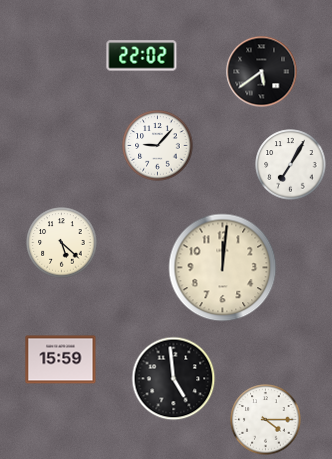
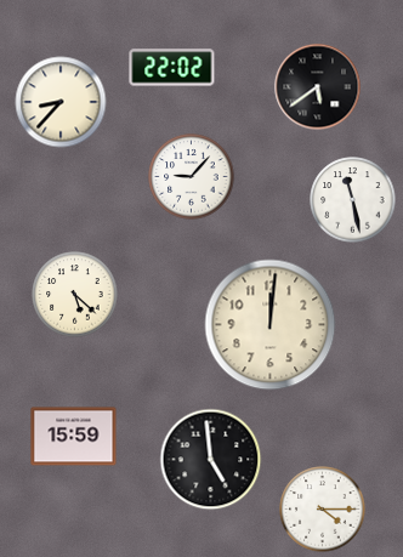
clock at (61, 102): none -> 8:37
clock at (291, 165): 7:05 -> 11:28
